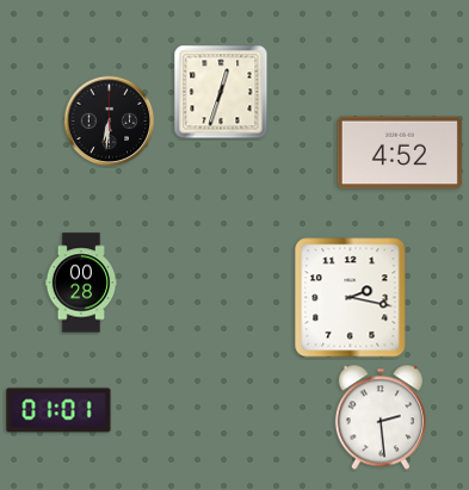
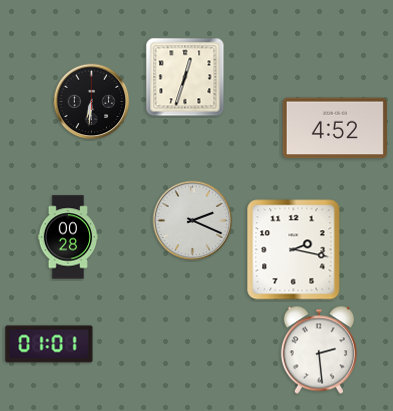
clock at (193, 221): none -> 2:19
